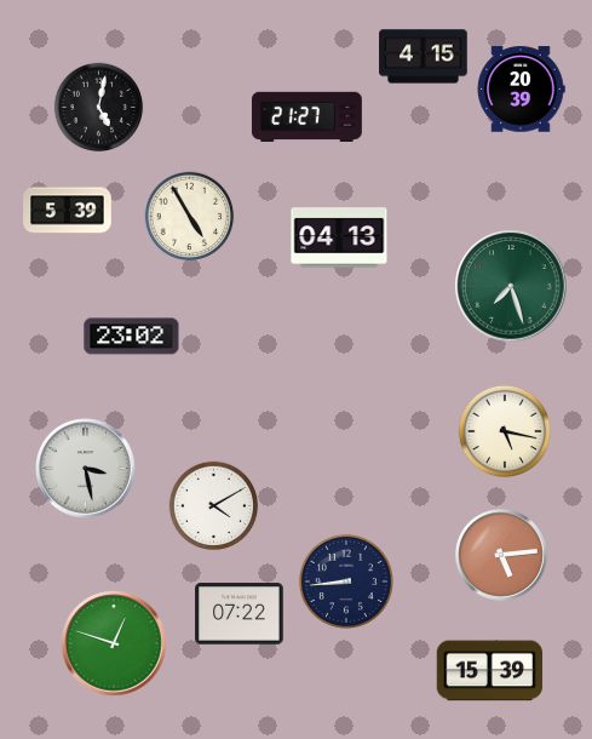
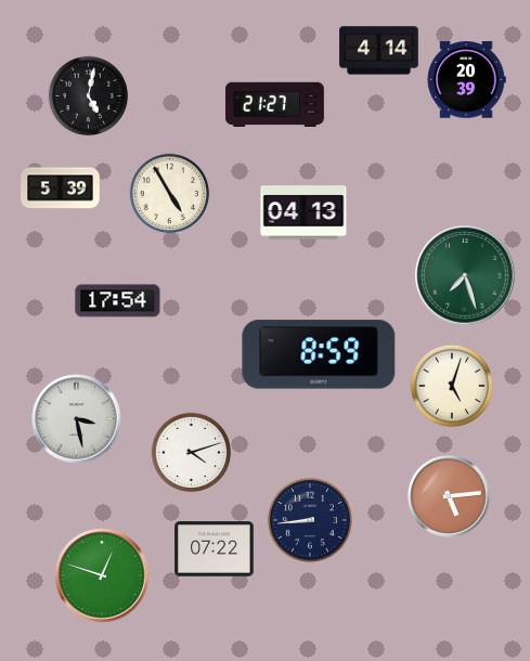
clock at (424, 57): 4:15 -> 4:14
clock at (511, 286) position: (511, 286) -> (465, 275)
clock at (132, 337): 23:02 -> 17:54
clock at (319, 354): none -> 8:59
clock at (504, 430): 5:17 -> 5:03
clock at (214, 506): 4:10 -> 4:12
clock at (490, 671): 15:39 -> none
